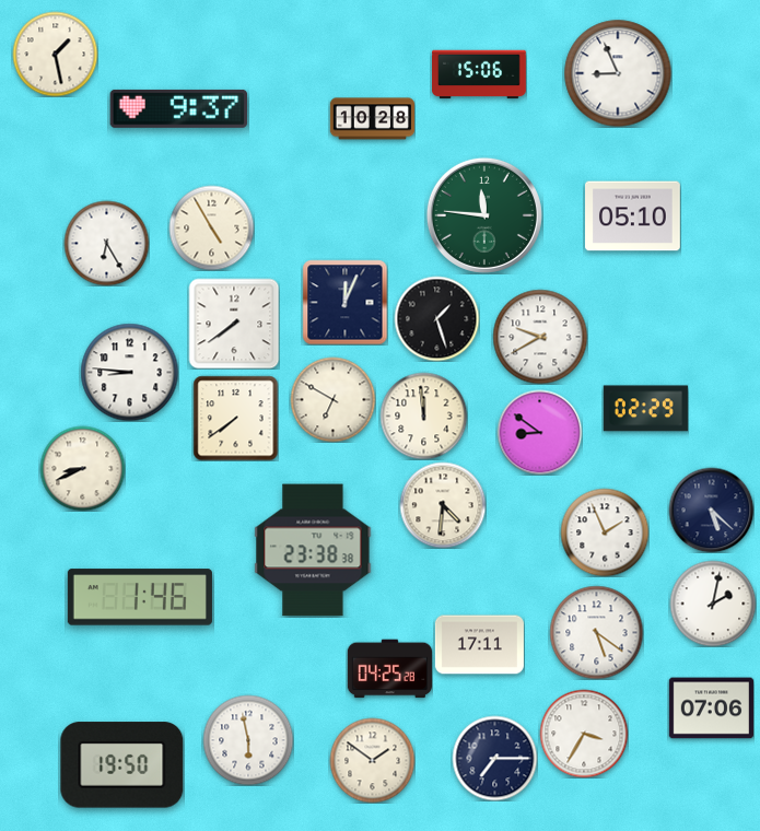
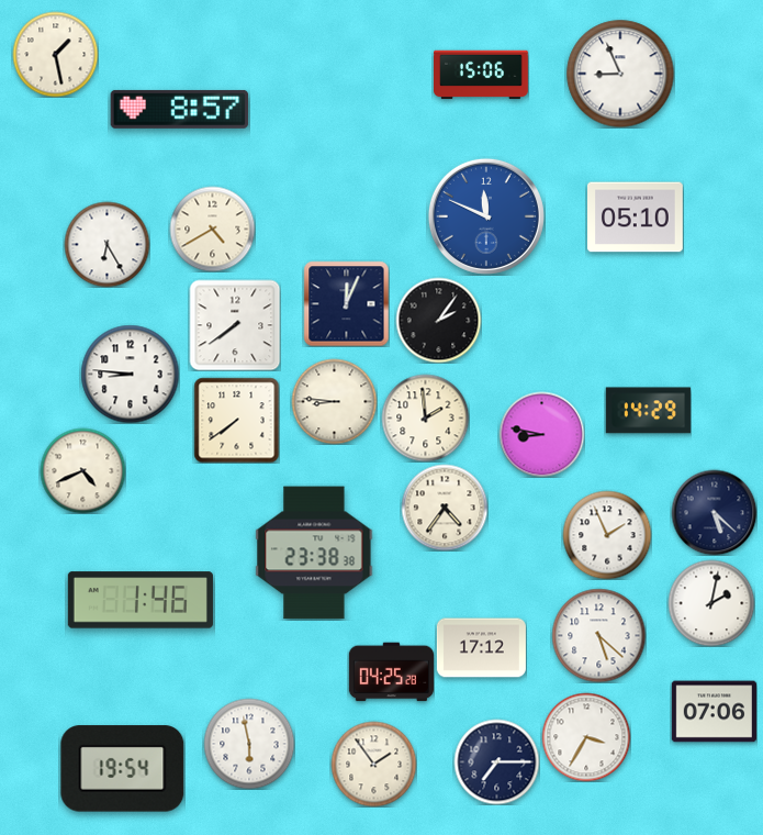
clock at (179, 108): 9:37 -> 8:57
clock at (372, 119): 10:28 -> none
clock at (484, 215): 11:46 -> 11:49
clock at (484, 215) dial: green -> blue
clock at (211, 227): 4:55 -> 4:40
clock at (436, 318): 1:27 -> 2:06
clock at (540, 337): 9:40 -> none
clock at (332, 399): 6:50 -> 8:46
clock at (645, 409): 02:29 -> 14:29
clock at (423, 415): 11:59 -> 1:59
clock at (539, 432): 8:51 -> 8:47
clock at (82, 468): 8:41 -> 4:41
clock at (443, 505): 4:31 -> 4:36
clock at (713, 604) position: (713, 604) -> (711, 603)
clock at (596, 632): 5:21 -> 5:22
clock at (479, 645): 17:11 -> 17:12
clock at (372, 760): 1:51 -> 1:54
clock at (122, 765): 19:50 -> 19:54
